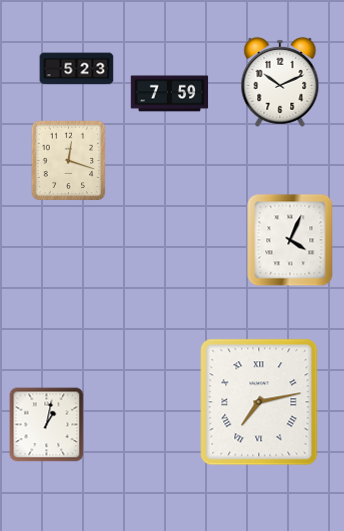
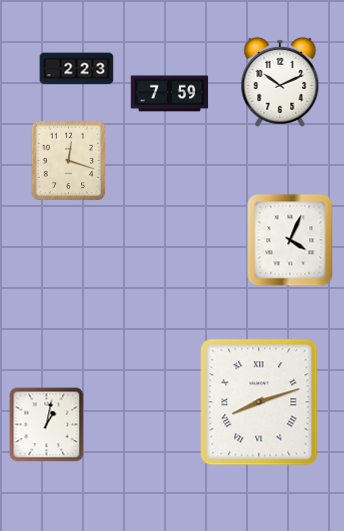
clock at (77, 69): 5:23 -> 2:23
clock at (259, 402): 7:13 -> 8:12
